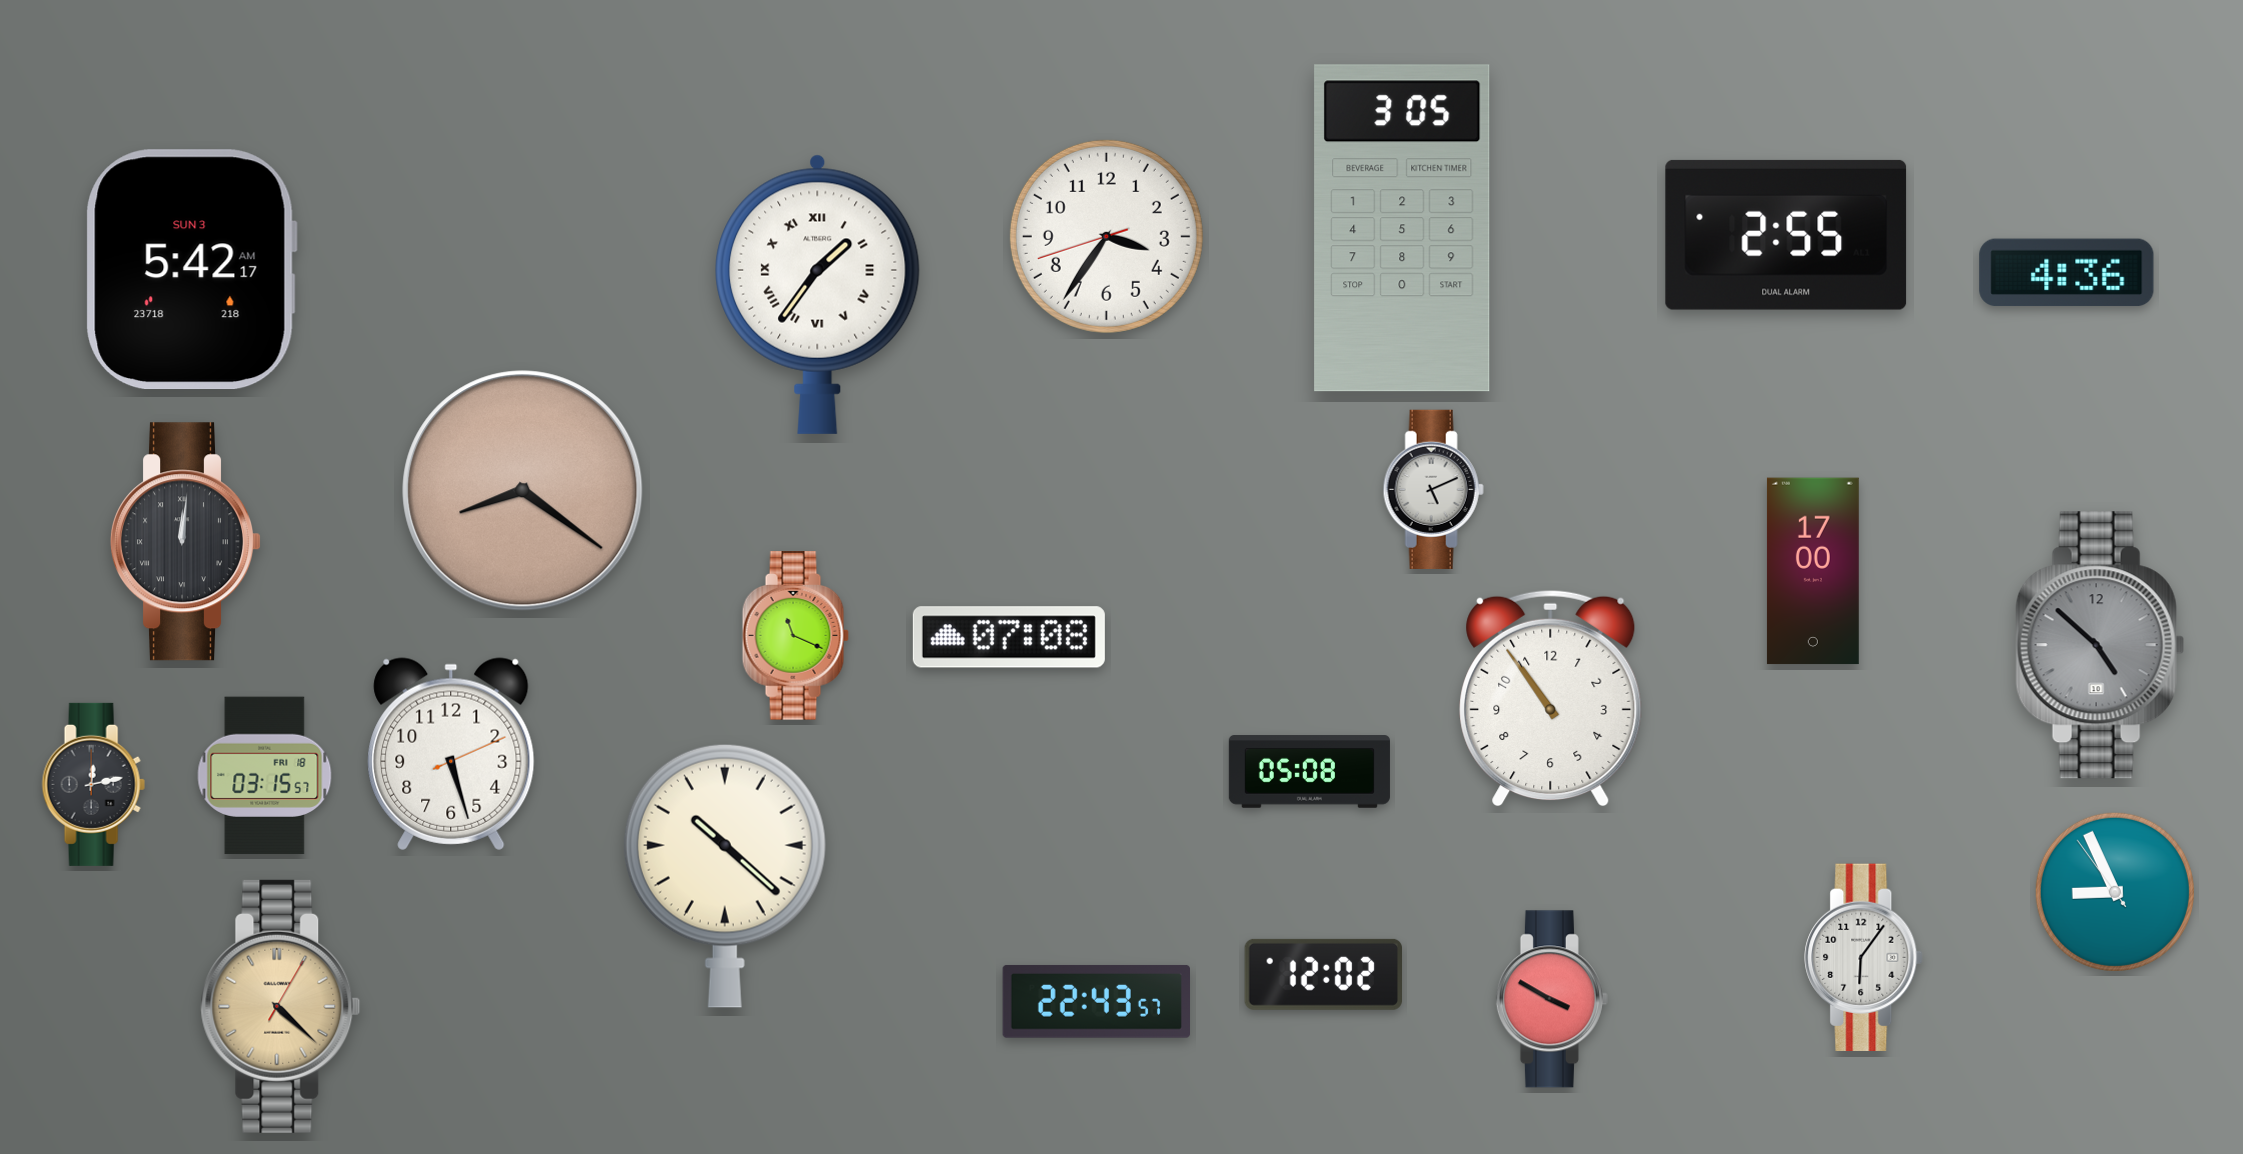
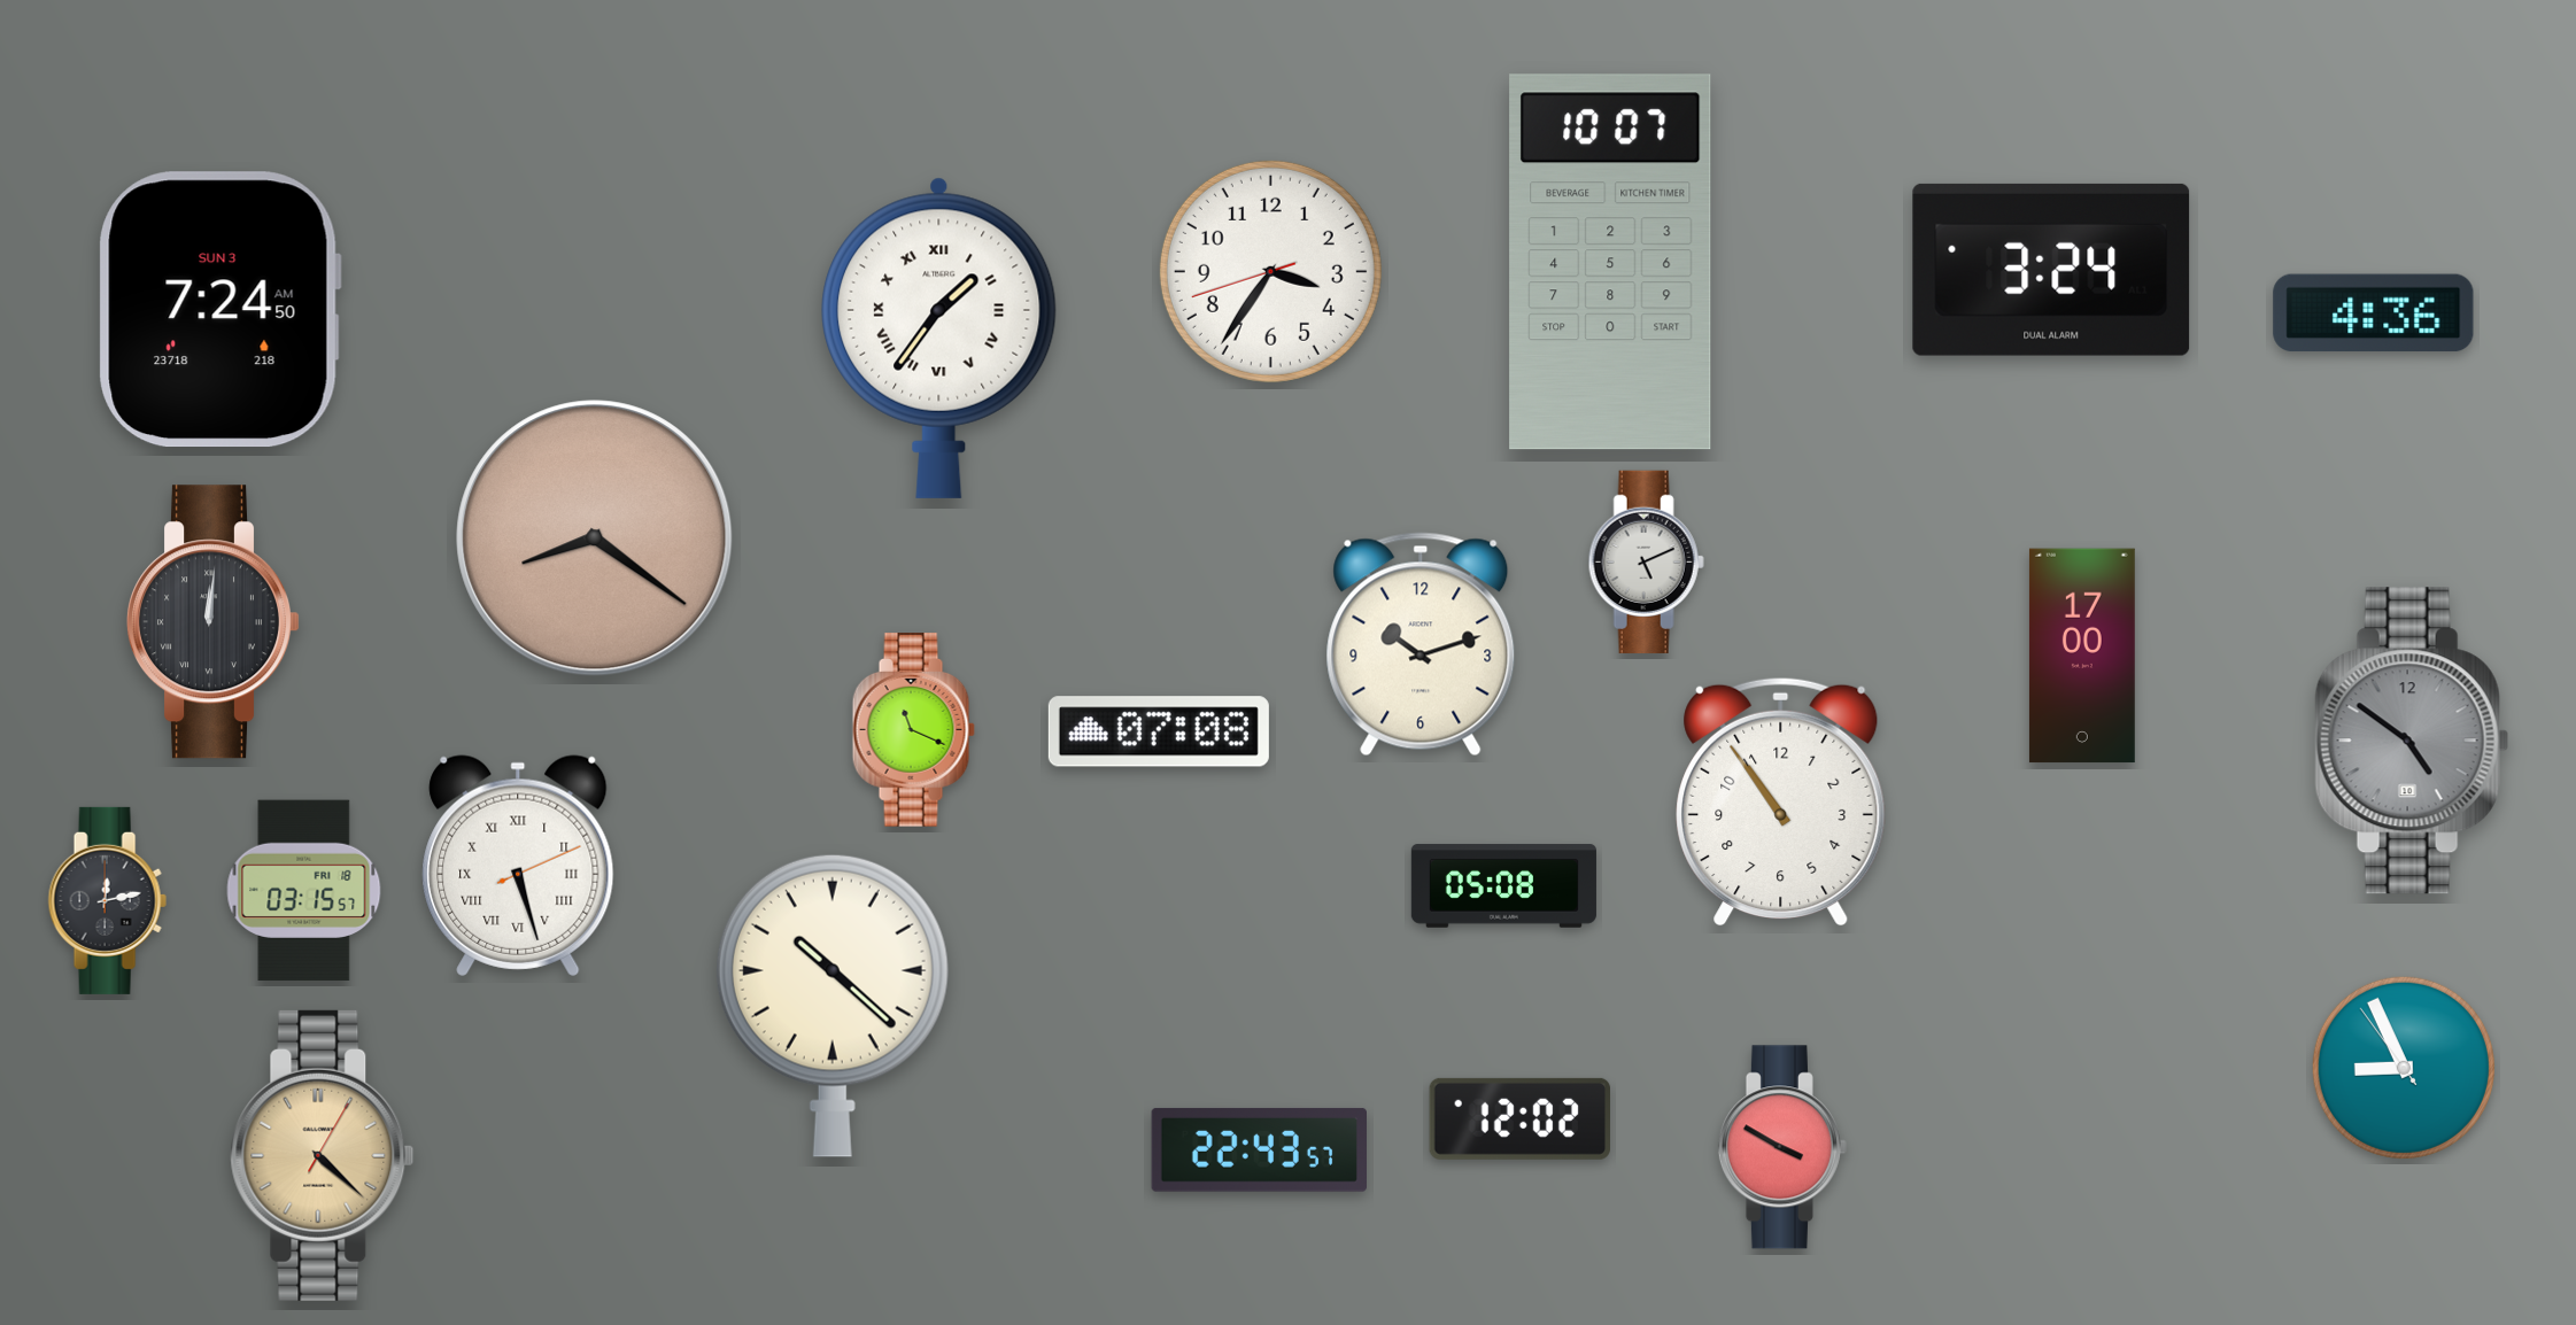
clock at (1402, 228): 3:05 -> 10:07
clock at (1786, 235): 2:55 -> 3:24
clock at (191, 270): 5:42 -> 7:24
clock at (523, 491) position: (523, 491) -> (595, 538)
clock at (1421, 644): none -> 10:12
clock at (2100, 645): 4:52 -> 4:51
clock at (451, 754) numerals: Arabic -> Roman
clock at (2115, 892) position: (2115, 892) -> (2404, 1068)
clock at (1864, 957): 6:06 -> none
